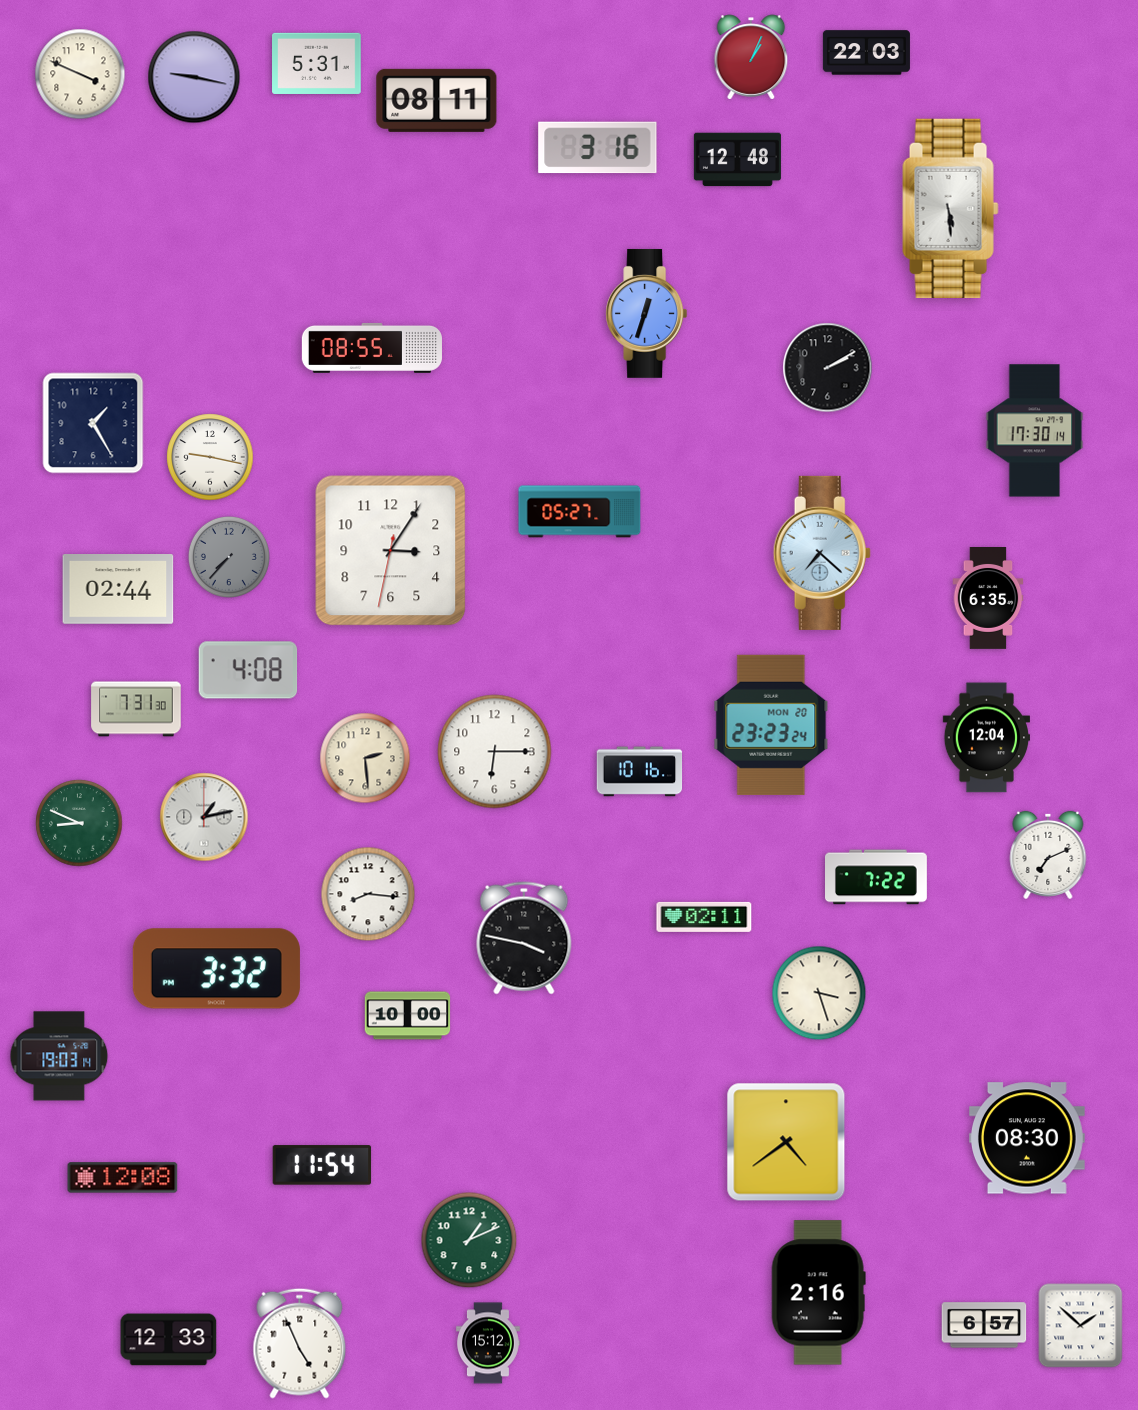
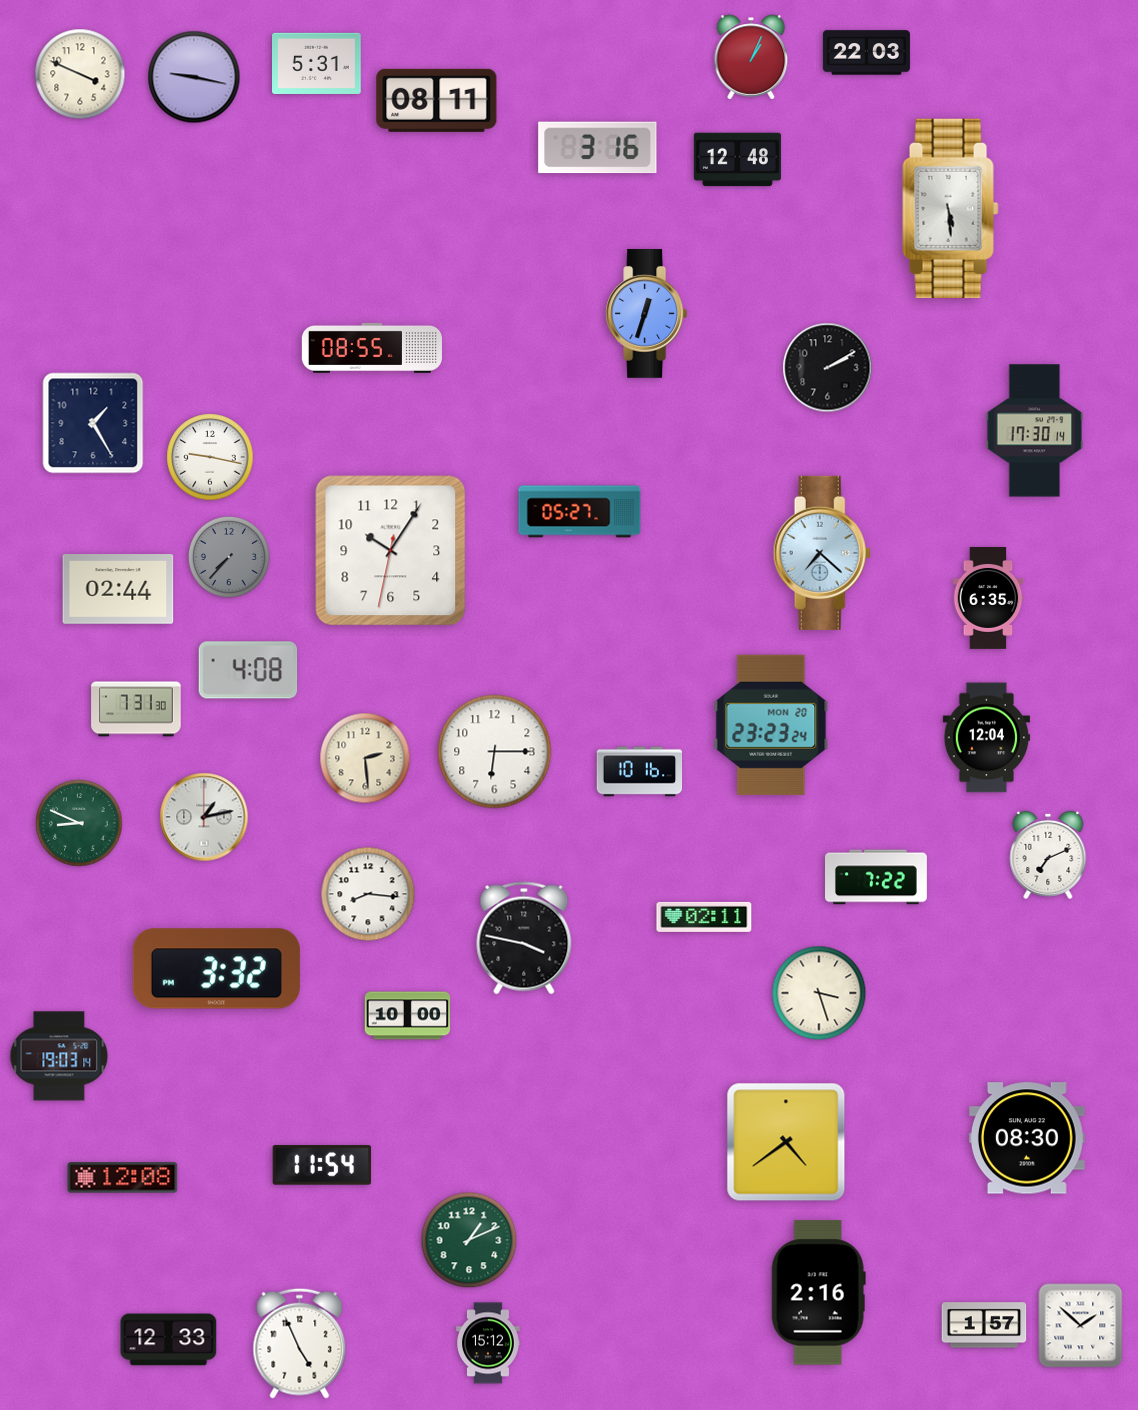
clock at (391, 551): 3:05 -> 10:05
clock at (984, 1325): 6:57 -> 1:57
